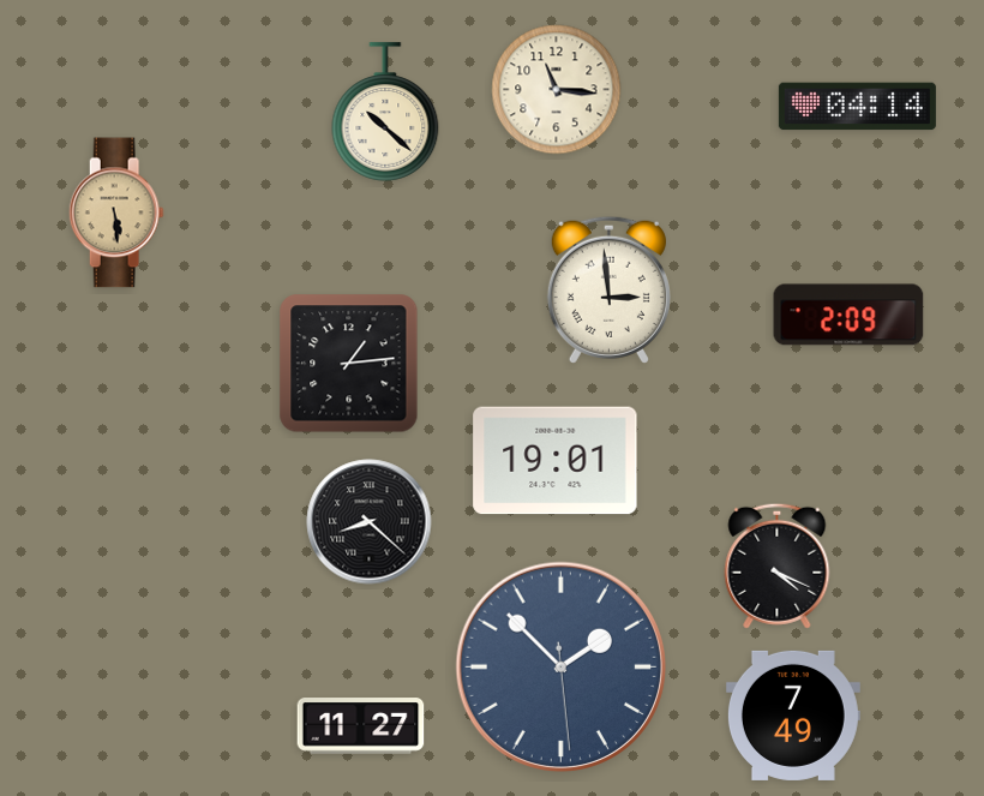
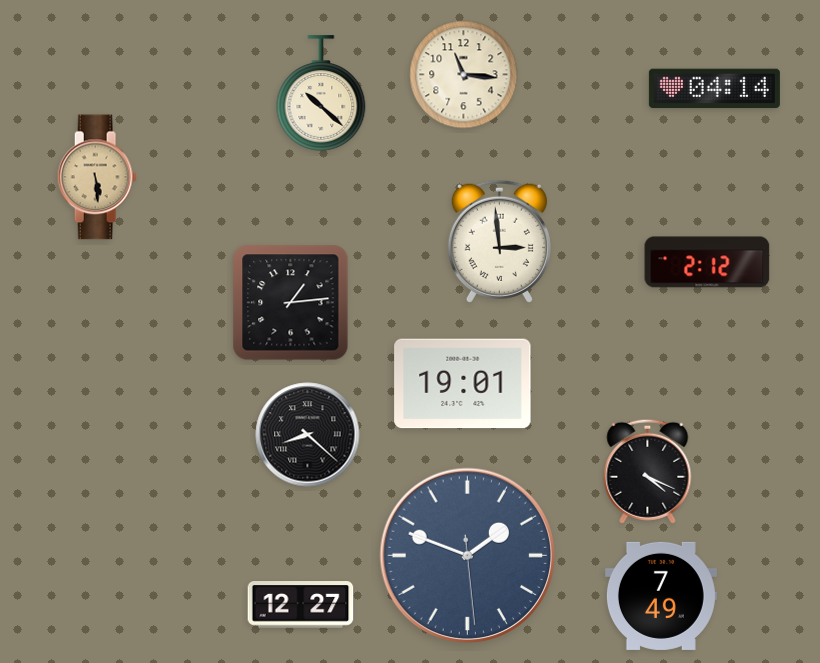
clock at (608, 289) position: (608, 289) -> (499, 241)
clock at (848, 315): 2:09 -> 2:12
clock at (562, 668): 1:52 -> 1:48
clock at (361, 726): 11:27 -> 12:27
